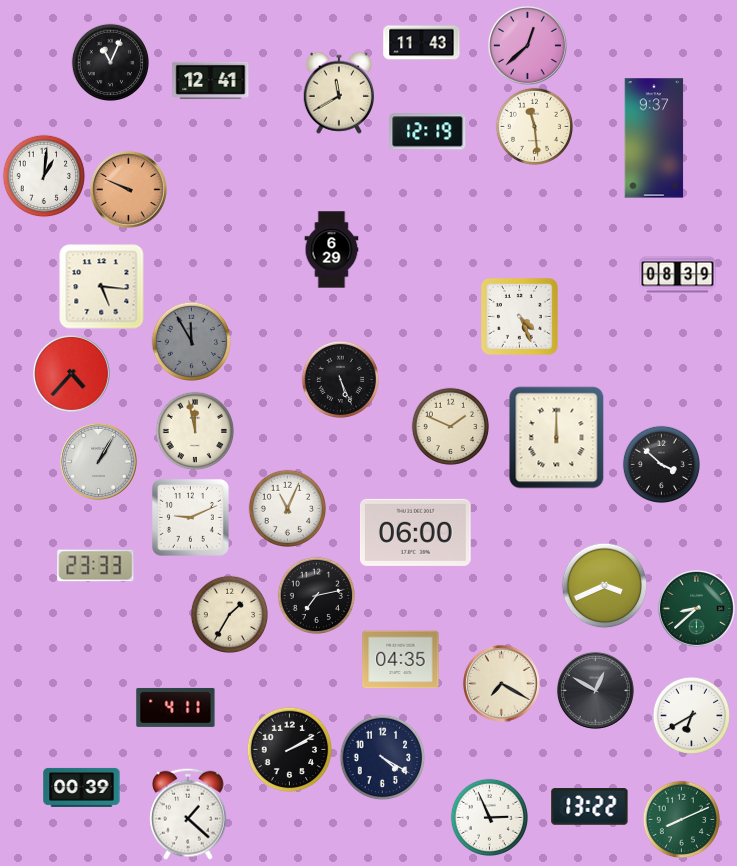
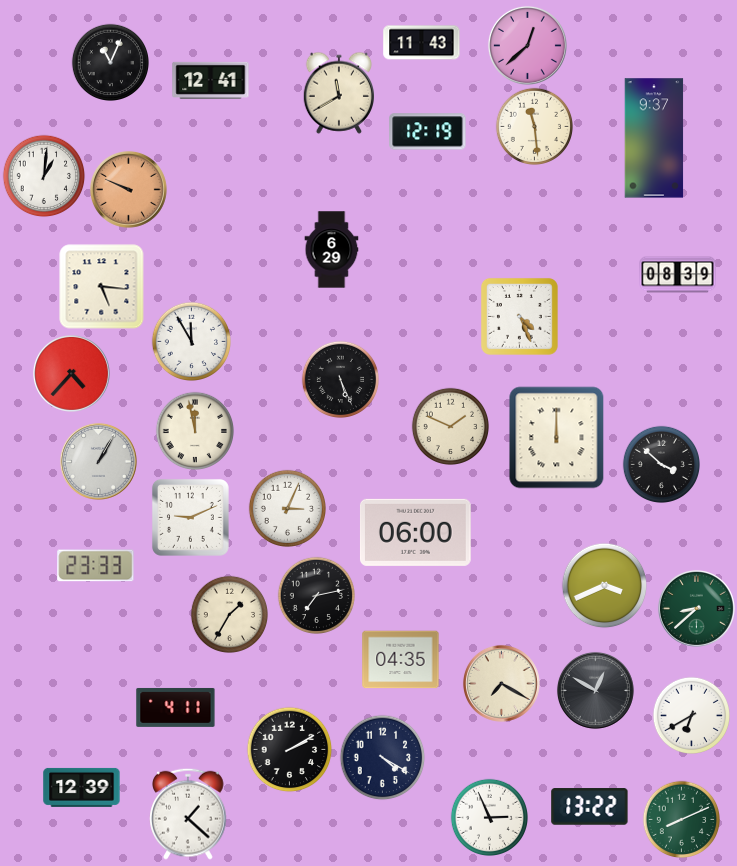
clock at (191, 341) dial: grey -> white
clock at (287, 508): 11:04 -> 3:04
clock at (82, 787): 00:39 -> 12:39
